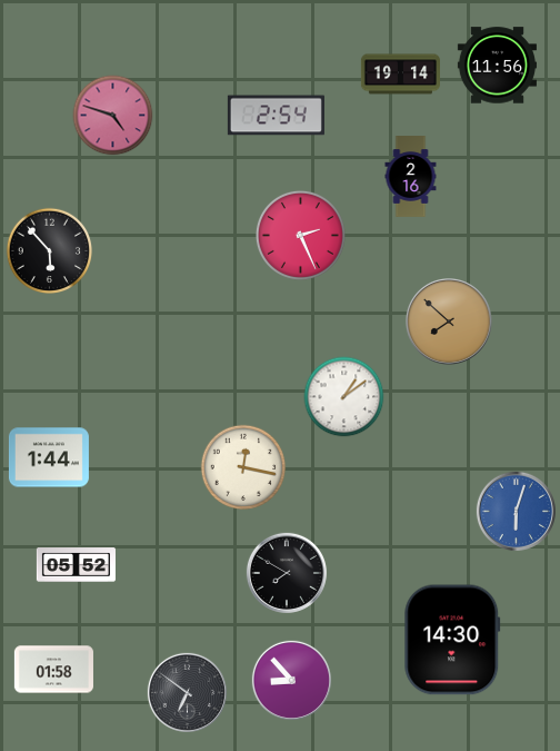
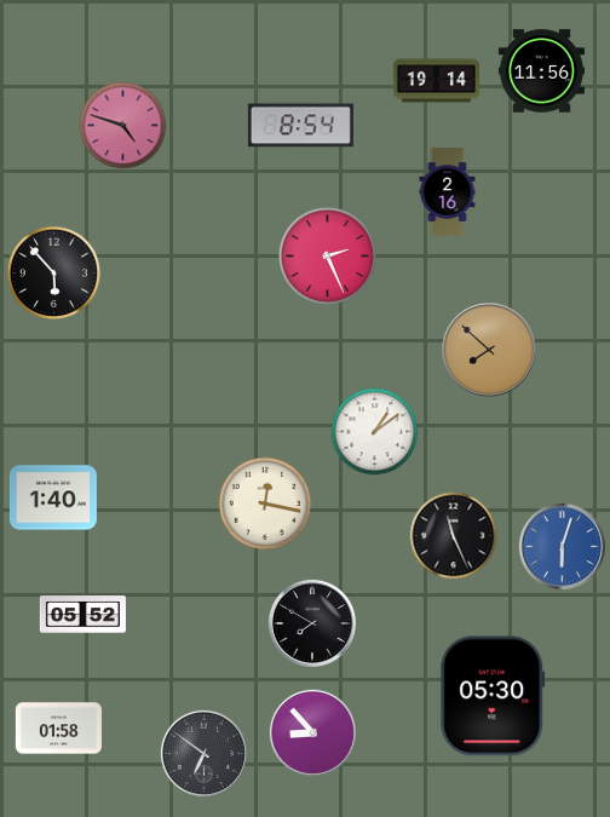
clock at (276, 116): 2:54 -> 8:54
clock at (49, 457): 1:44 -> 1:40
clock at (243, 467) position: (243, 467) -> (265, 504)
clock at (454, 536): none -> 11:26
clock at (516, 511) position: (516, 511) -> (562, 546)
clock at (452, 640): 14:30 -> 05:30
clock at (291, 680) position: (291, 680) -> (312, 732)
